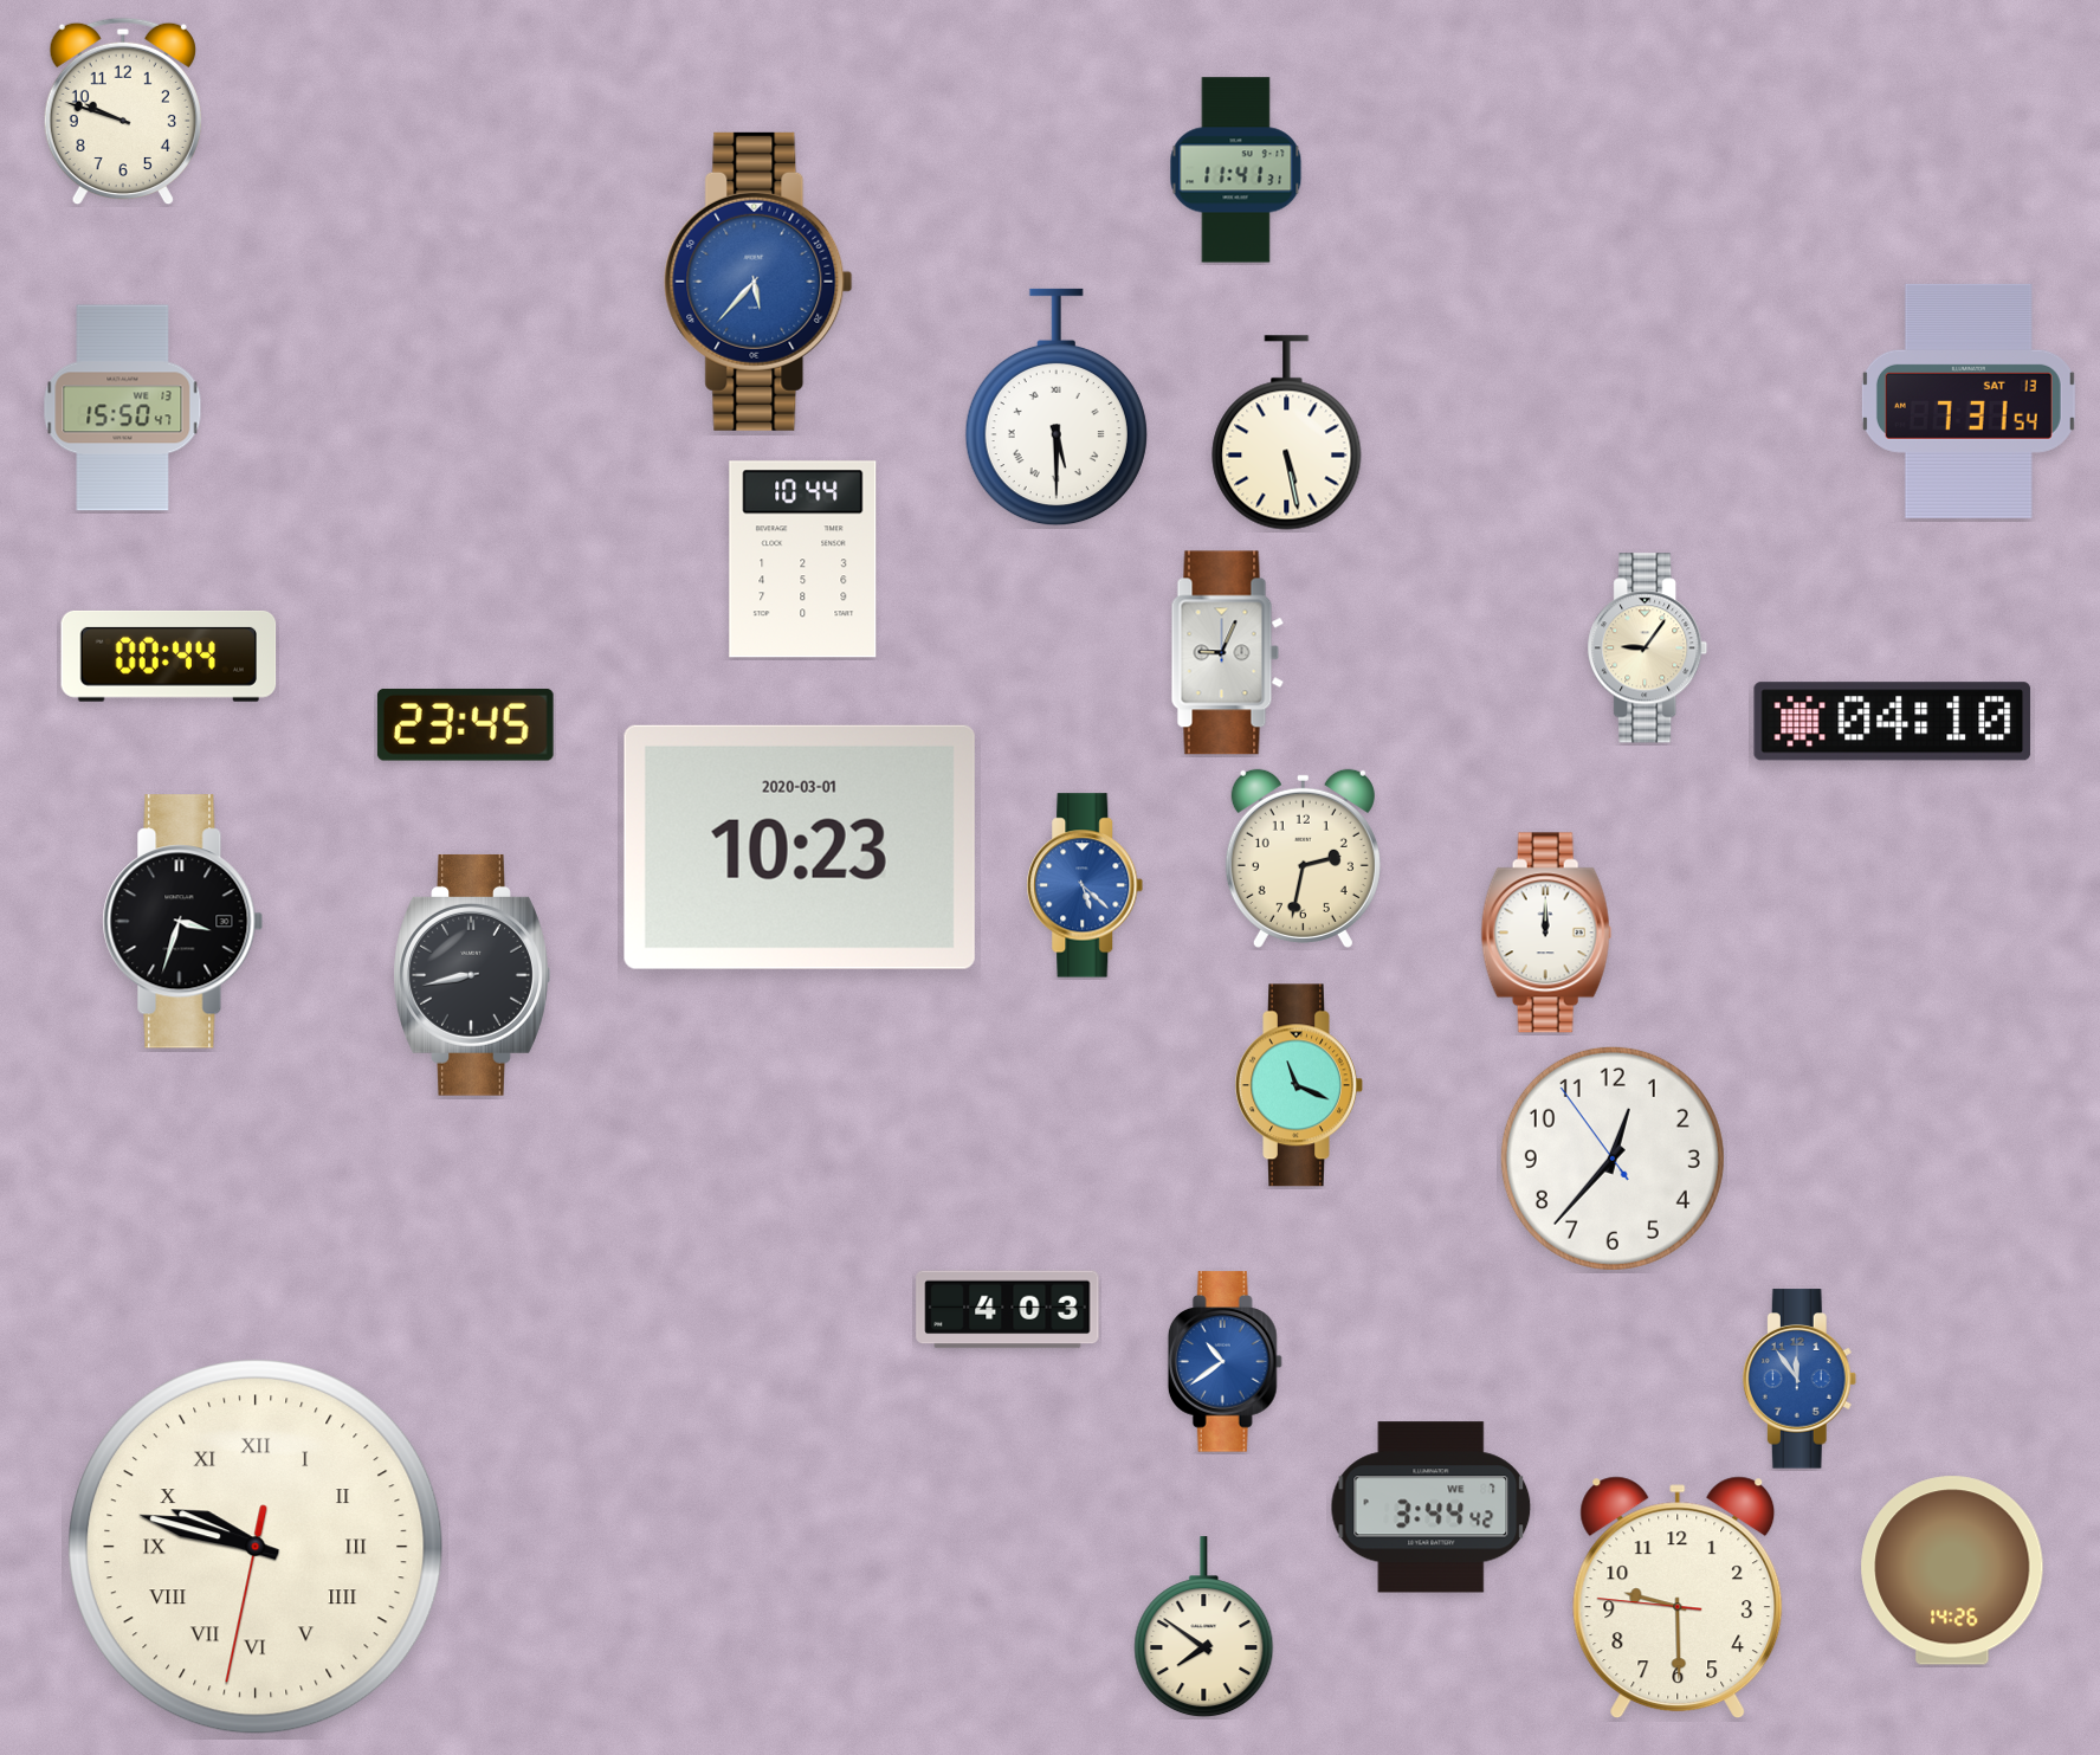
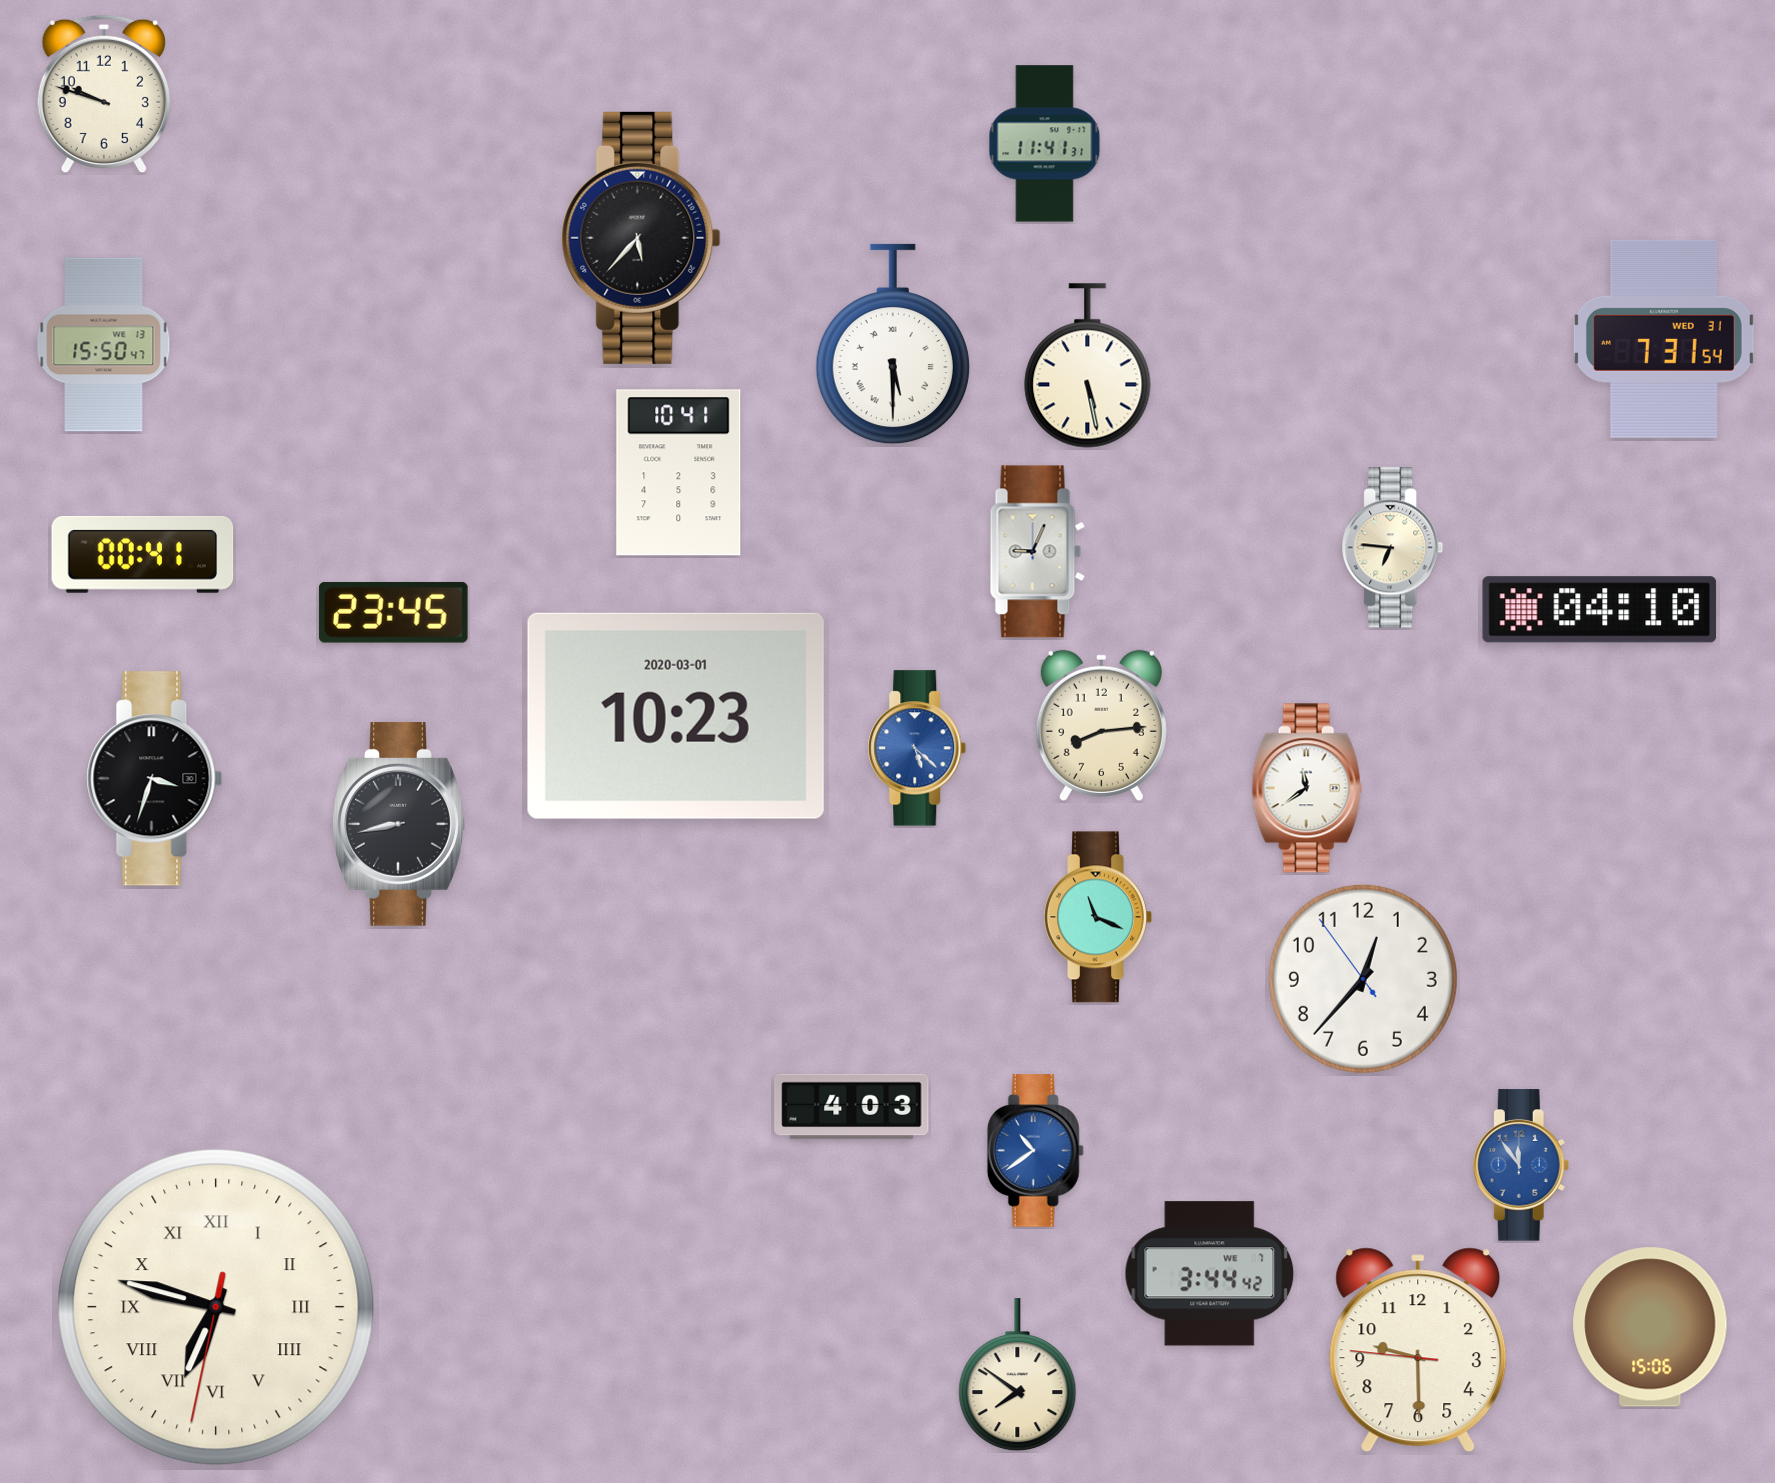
clock at (758, 282) dial: blue -> black
clock at (1969, 401) date: SAT 13 -> WED 31
clock at (803, 560): 10:44 -> 10:41
clock at (1648, 649): 9:06 -> 6:46
clock at (169, 656): 00:44 -> 00:41
clock at (1303, 858): 2:32 -> 8:14
clock at (1546, 933): 12:00 -> 11:39
clock at (256, 1547): 9:47 -> 6:47
clock at (1952, 1570): 14:26 -> 15:06
